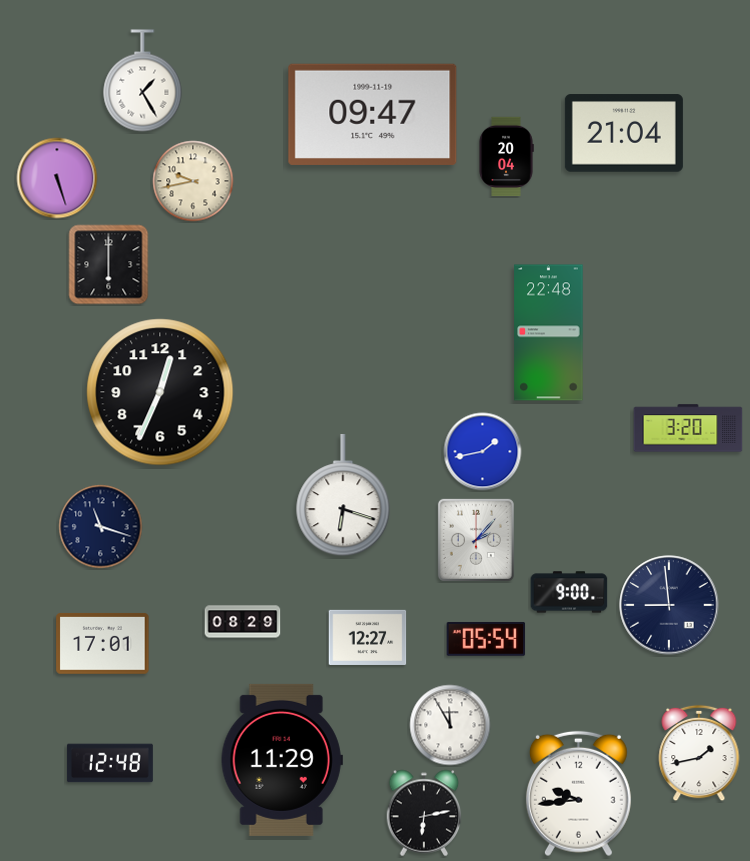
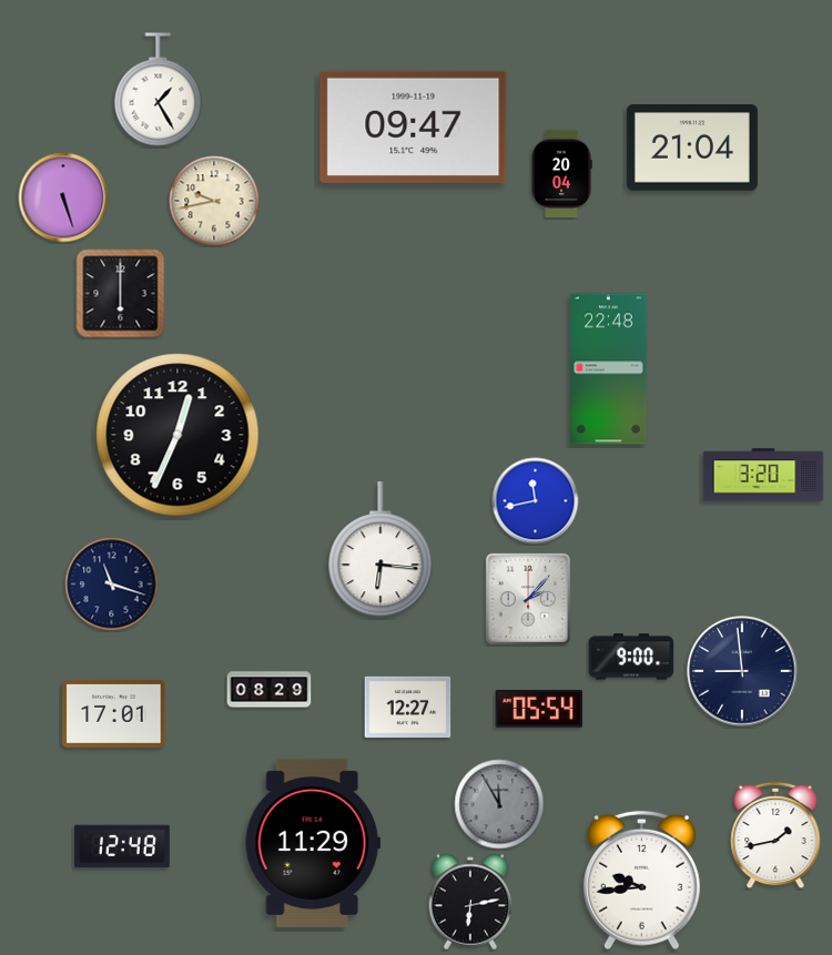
clock at (483, 452): 1:43 -> 11:43
clock at (343, 496): 6:18 -> 6:16
clock at (450, 725) dial: white -> grey
